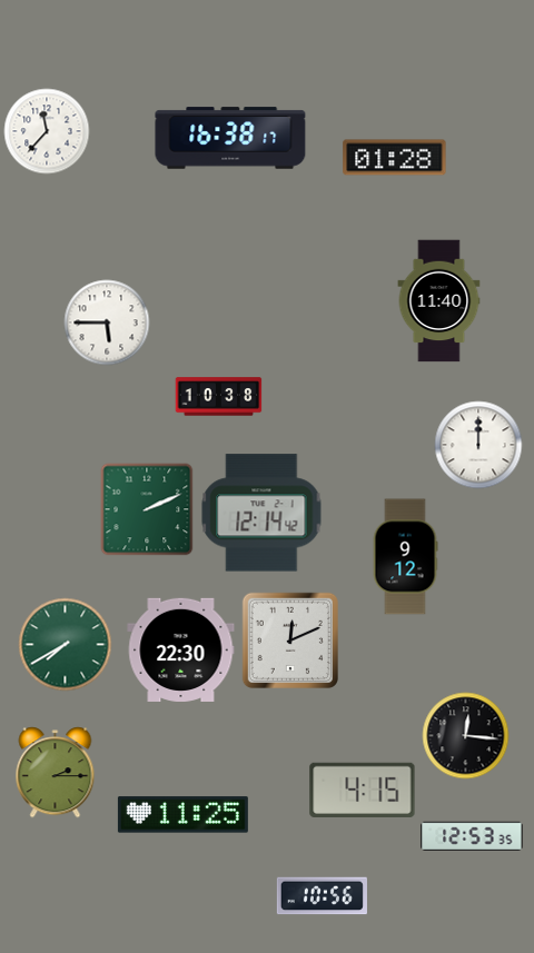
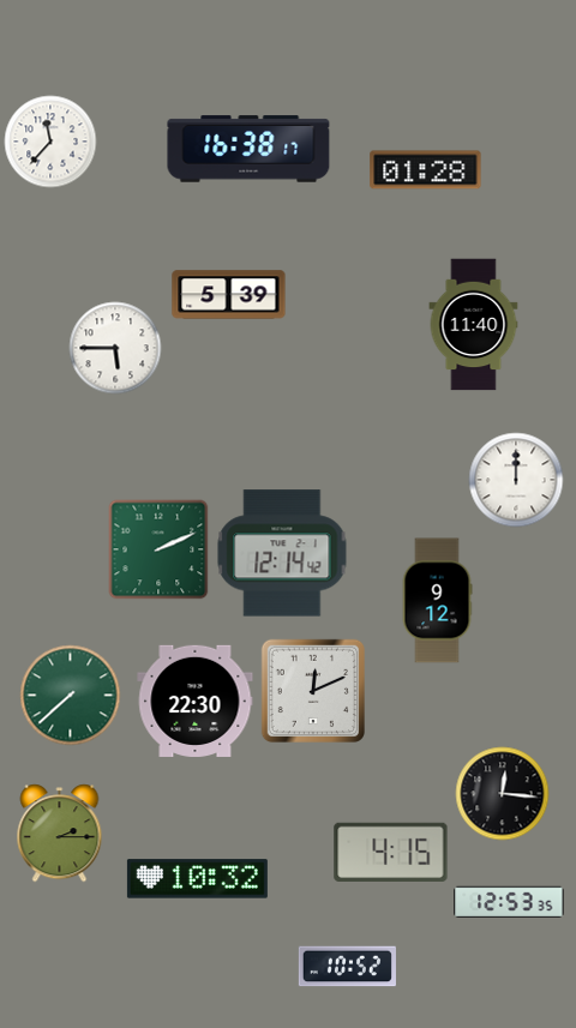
clock at (229, 295): none -> 5:39
clock at (219, 397): 10:38 -> none
clock at (66, 645): 7:40 -> 7:38
clock at (182, 815): 11:25 -> 10:32
clock at (322, 896): 10:56 -> 10:52
